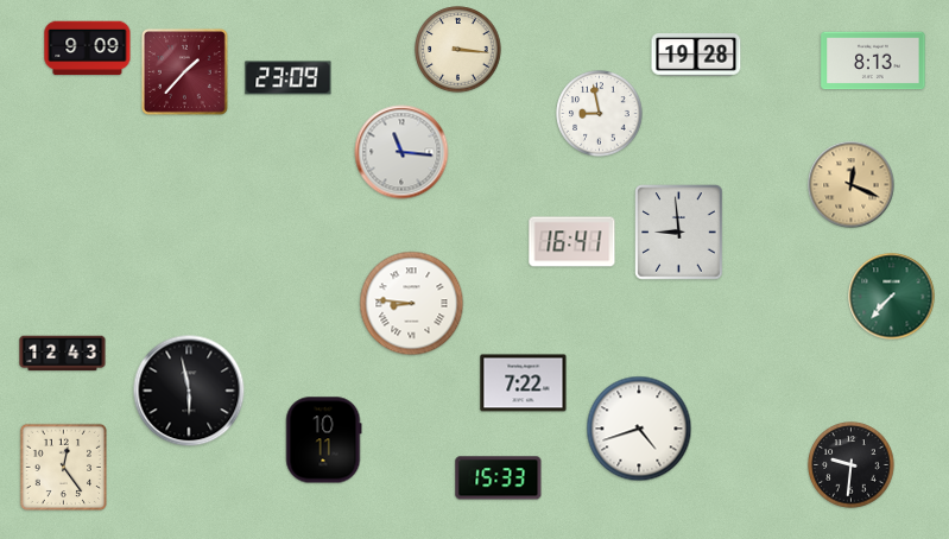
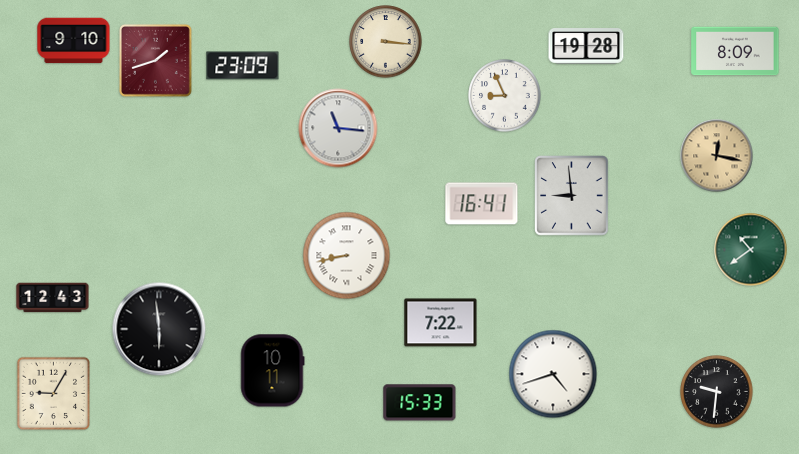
clock at (88, 49): 9:09 -> 9:10
clock at (873, 61): 8:13 -> 8:09
clock at (184, 71): 1:37 -> 1:42
clock at (600, 114): 8:58 -> 8:56
clock at (852, 185): 12:19 -> 12:17
clock at (892, 297): 7:37 -> 10:39
clock at (412, 304): 8:46 -> 8:43
clock at (189, 391): 5:58 -> 5:59
clock at (639, 429) position: (639, 429) -> (553, 374)
clock at (63, 467): 12:24 -> 9:05
